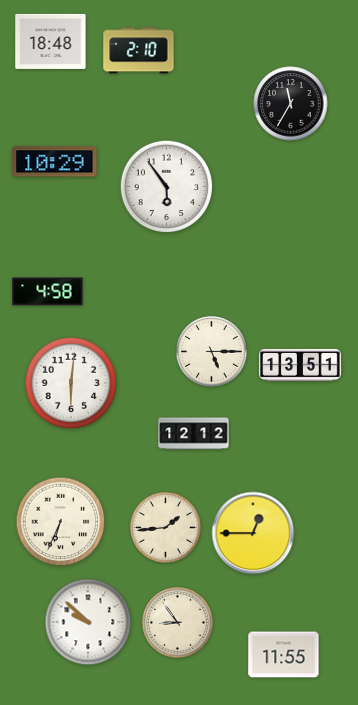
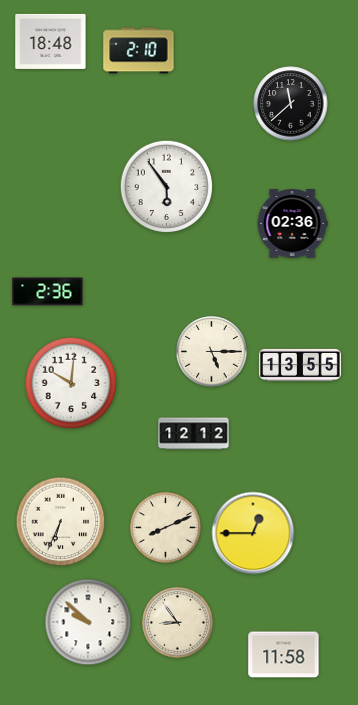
clock at (291, 104): 11:35 -> 11:38
clock at (55, 162): 10:29 -> none
clock at (292, 224): none -> 02:36
clock at (48, 292): 4:58 -> 2:36
clock at (301, 365): 13:51 -> 13:55
clock at (71, 383): 6:01 -> 10:01
clock at (166, 528): 1:44 -> 8:11
clock at (284, 655): 11:55 -> 11:58
